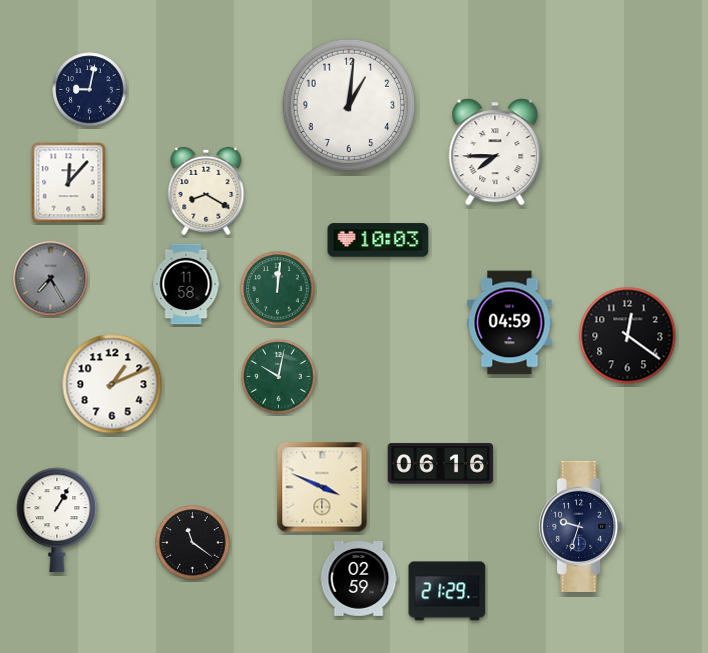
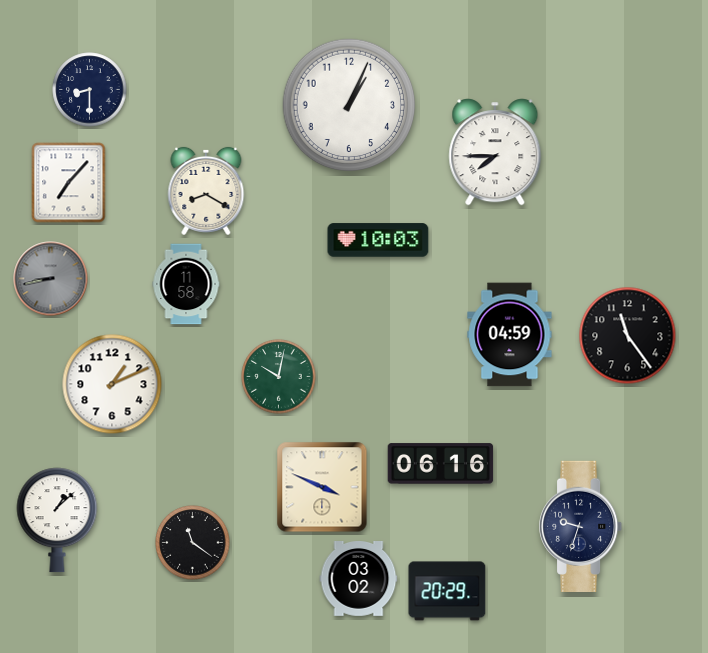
clock at (90, 90): 9:02 -> 8:30
clock at (349, 105): 1:01 -> 1:04
clock at (69, 183): 12:07 -> 7:07
clock at (51, 279): 7:25 -> 8:43
clock at (278, 289): 12:01 -> none
clock at (510, 323) position: (510, 323) -> (510, 335)
clock at (628, 336): 12:21 -> 11:24
clock at (57, 520): 1:05 -> 1:08
clock at (359, 579): 02:59 -> 03:02
clock at (447, 591): 21:29 -> 20:29
